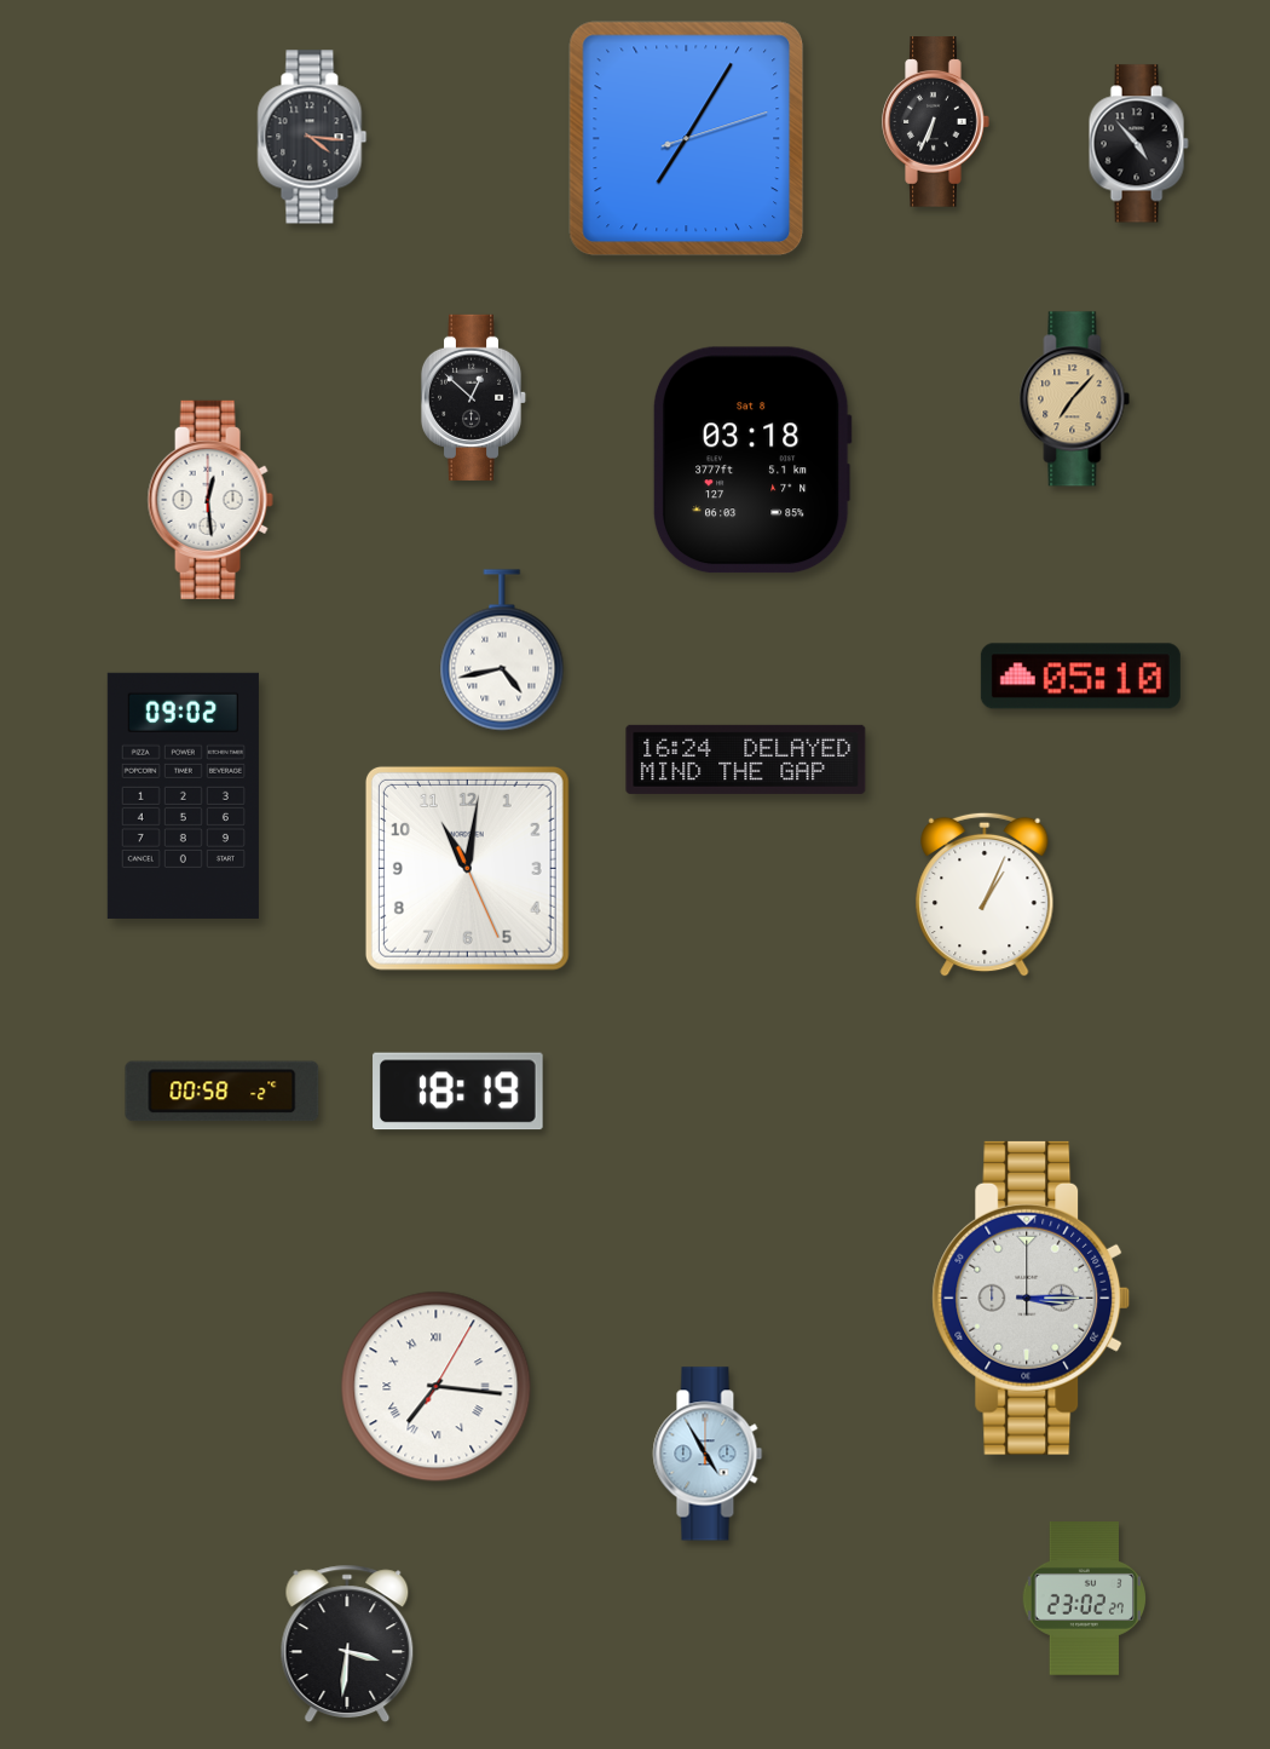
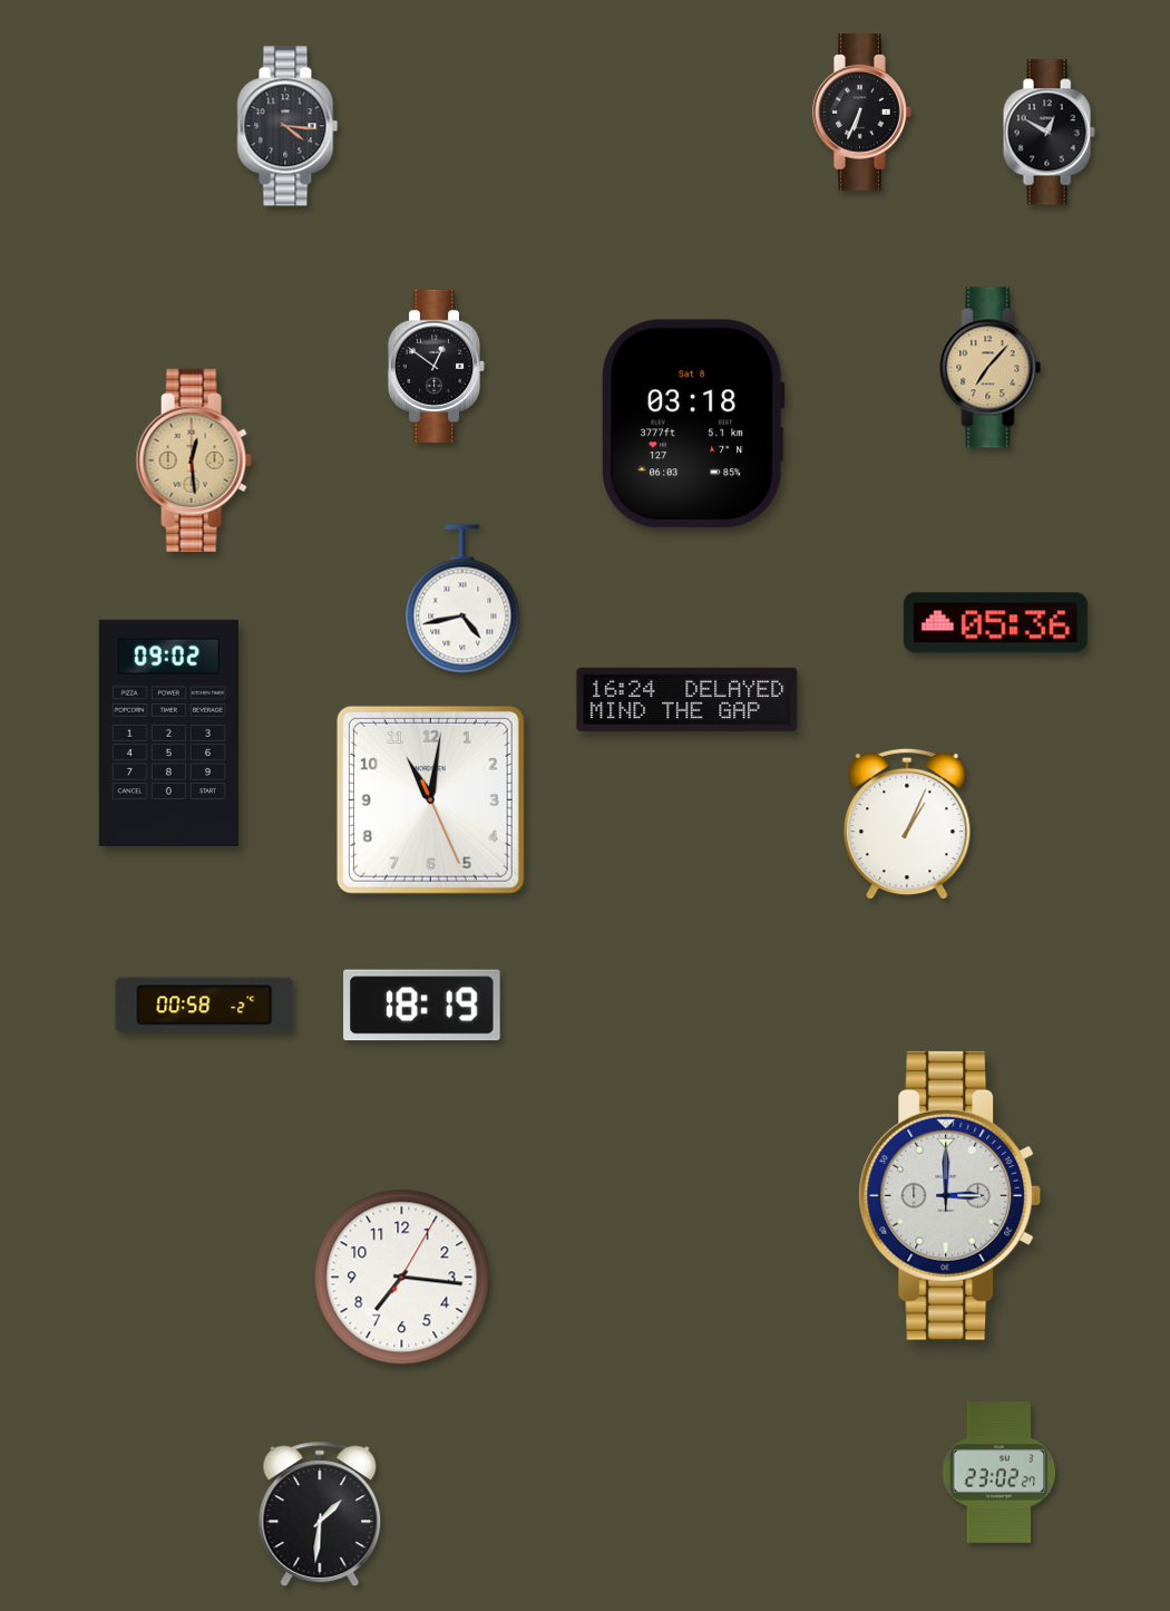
clock at (687, 139): 7:05 -> none
clock at (1138, 144): 4:53 -> 12:50
clock at (474, 397): 12:52 -> 12:51
clock at (210, 500) dial: white -> champagne
clock at (1080, 677): 05:10 -> 05:36
clock at (1032, 1298): 3:15 -> 3:00
clock at (437, 1387) numerals: Roman -> Arabic
clock at (708, 1454): 4:55 -> none
clock at (347, 1644): 3:31 -> 1:31
